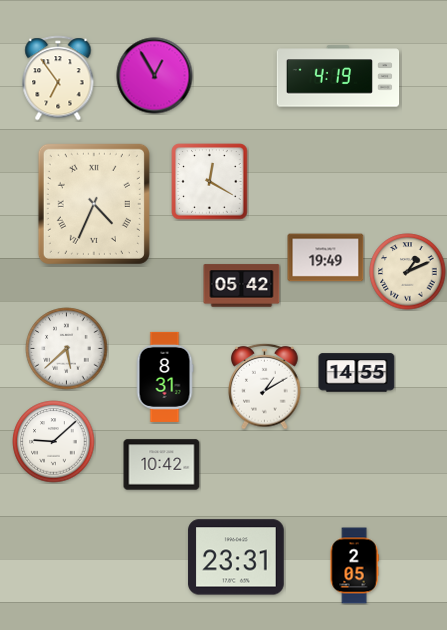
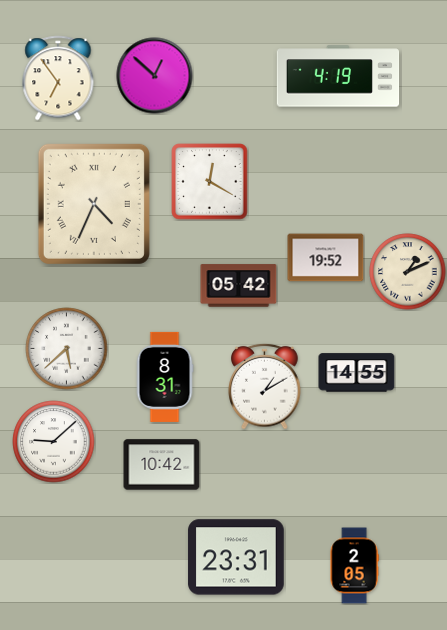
clock at (155, 76): 12:55 -> 12:52
clock at (326, 258): 19:49 -> 19:52
clock at (242, 286) position: (242, 286) -> (239, 286)
